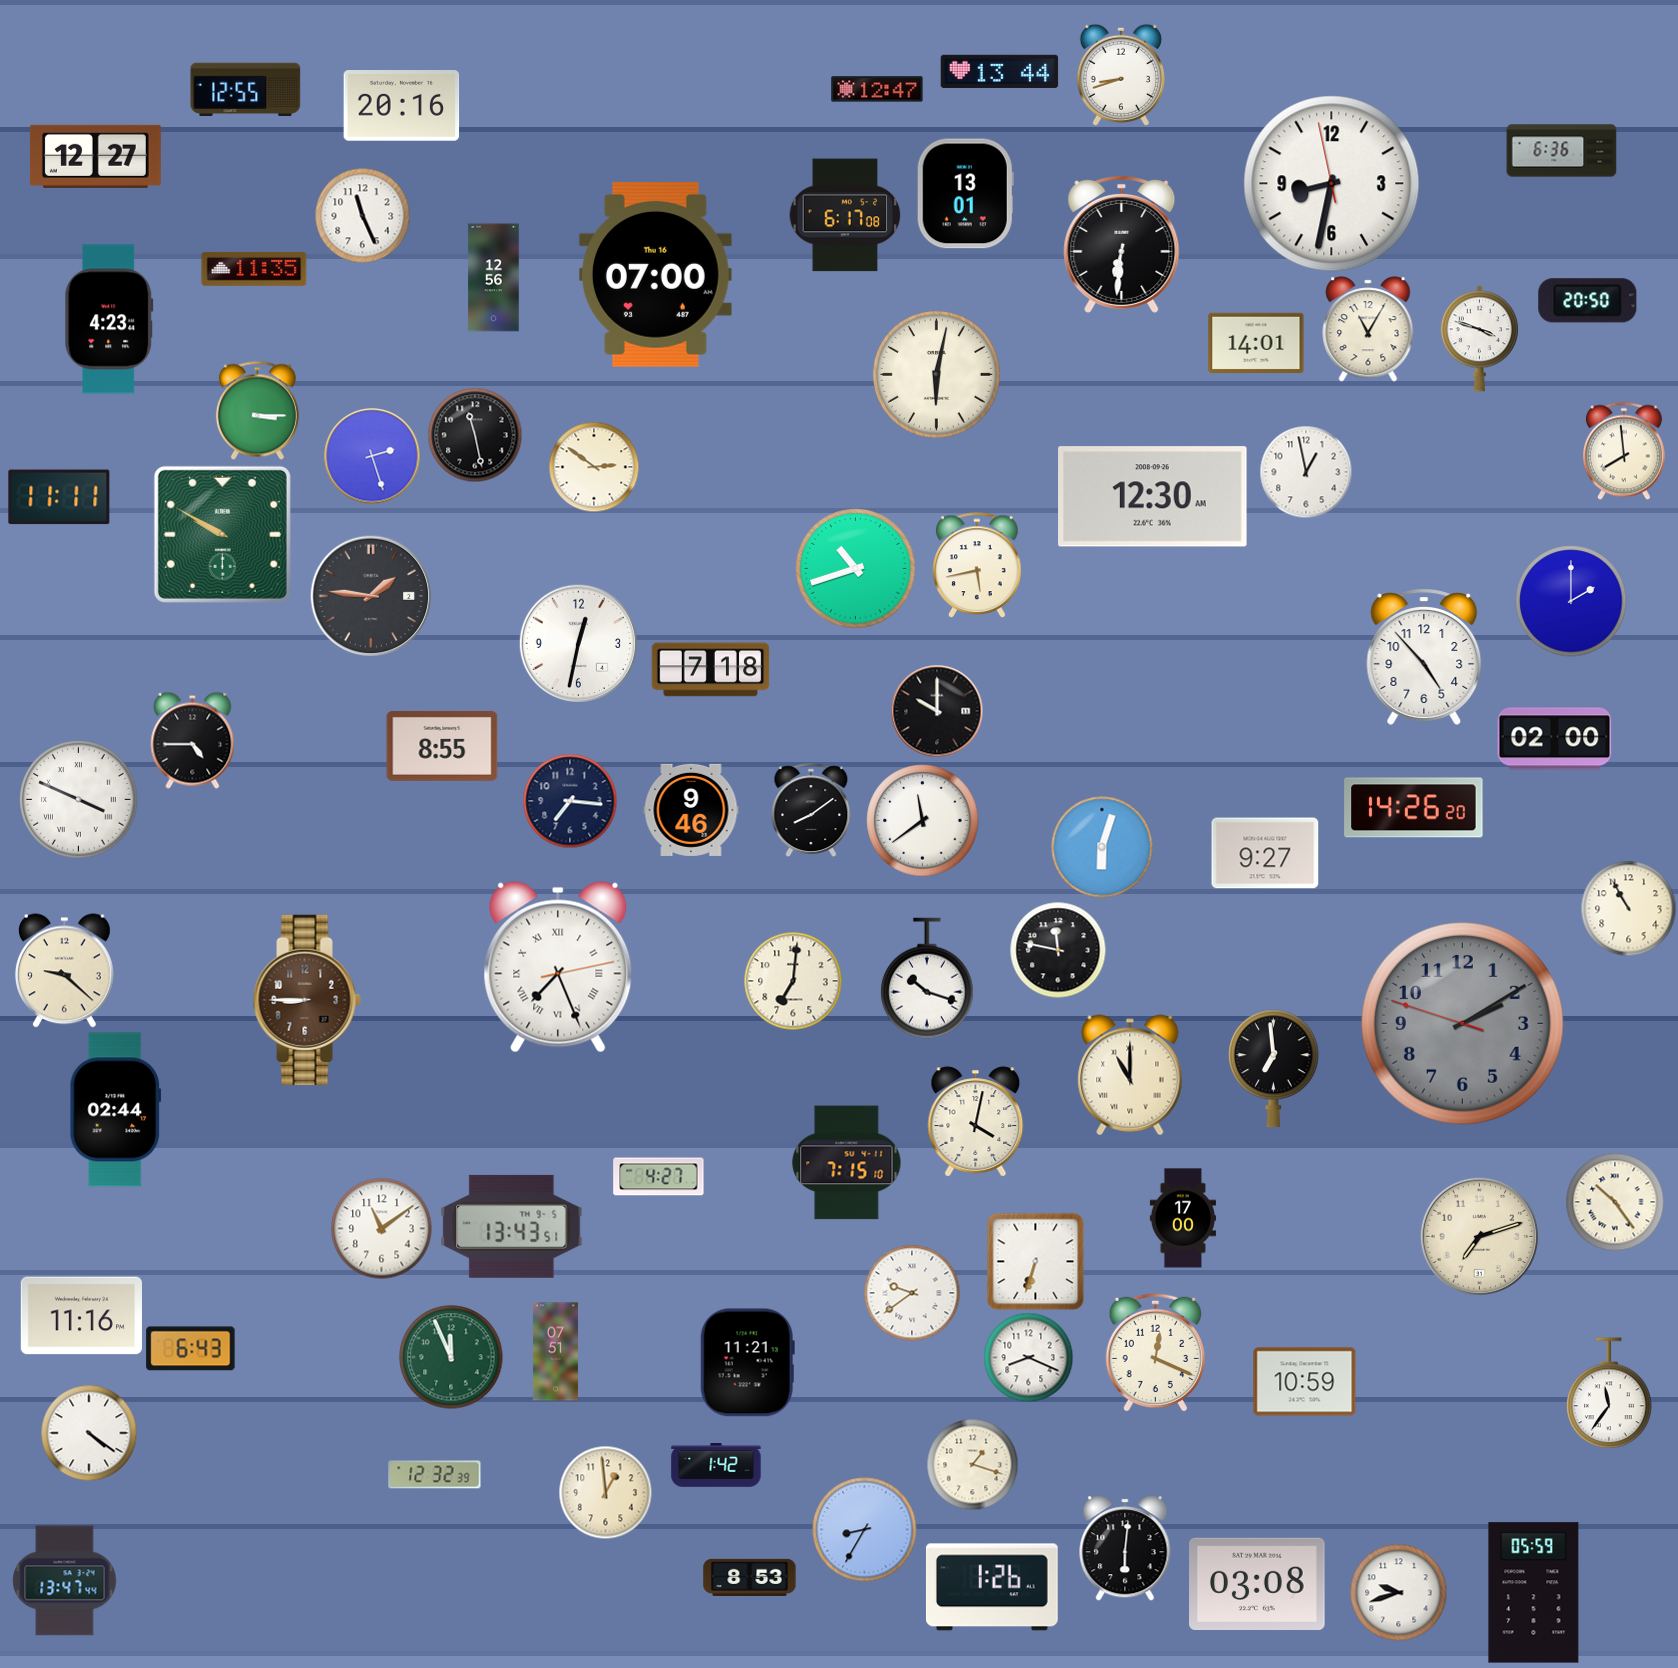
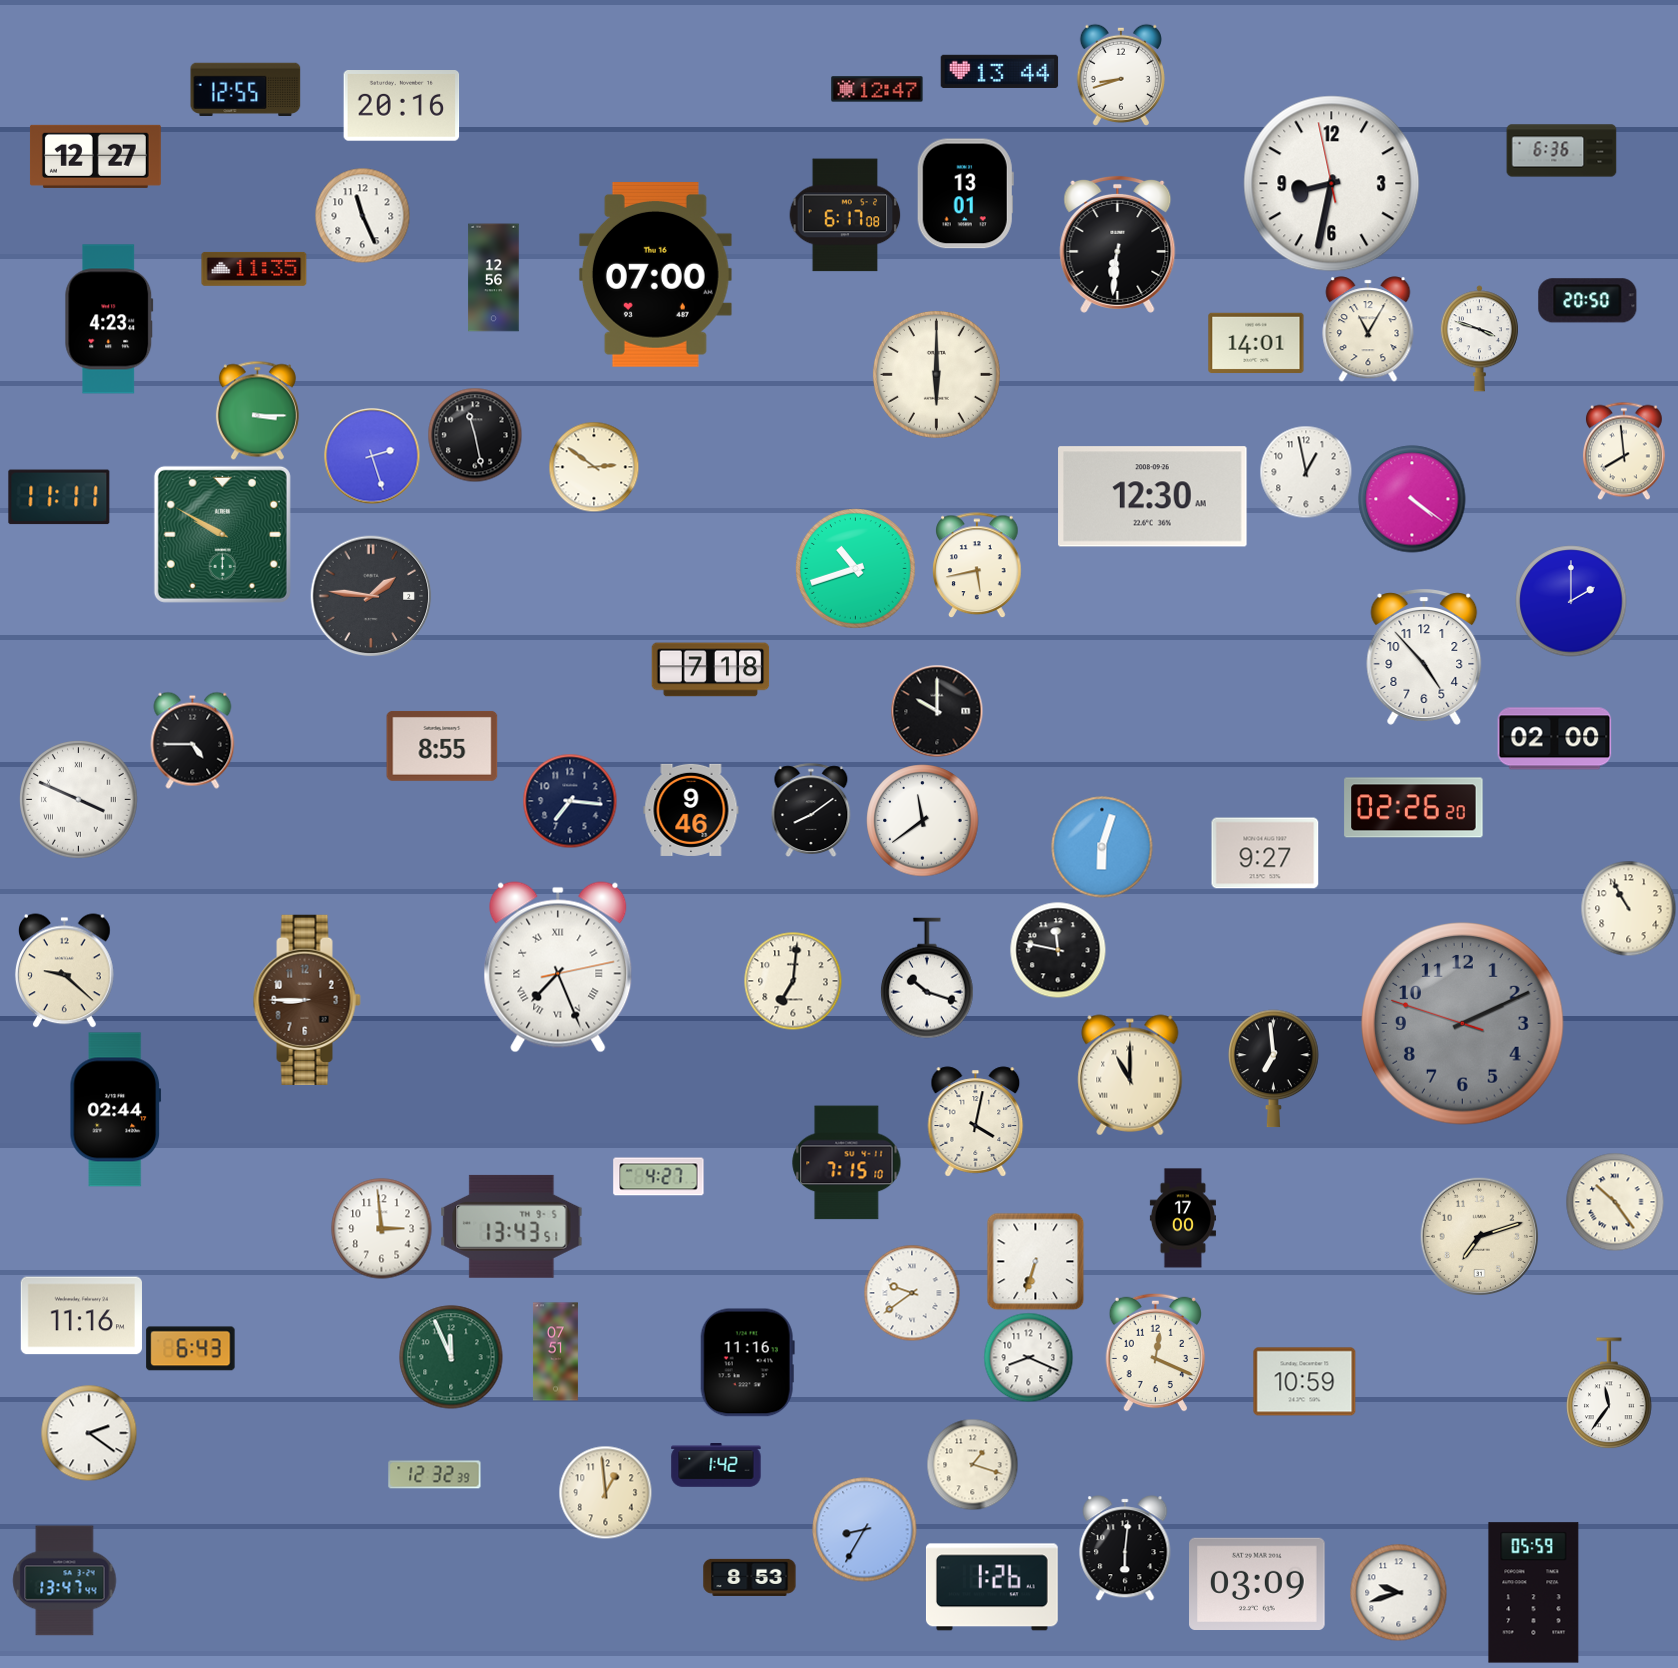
clock at (1122, 244) position: (1122, 244) -> (1118, 244)
clock at (936, 374): 6:02 -> 6:00
clock at (1412, 499): none -> 4:21
clock at (578, 643): 12:32 -> none
clock at (1414, 808): 14:26 -> 02:26
clock at (1463, 1024): 2:09 -> 2:10
clock at (382, 1229): 11:09 -> 2:59
clock at (747, 1363): 11:21 -> 11:16
clock at (89, 1433): 4:21 -> 2:21
clock at (1257, 1583): 03:08 -> 03:09
